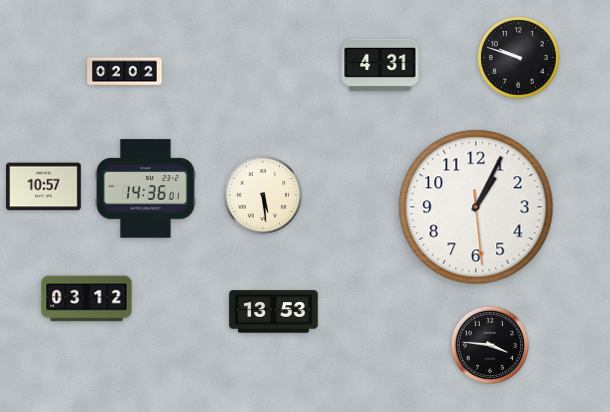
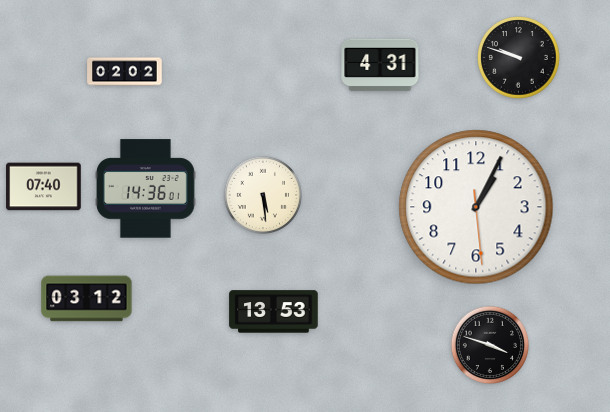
clock at (44, 187): 10:57 -> 07:40
clock at (489, 344): 3:46 -> 3:48
